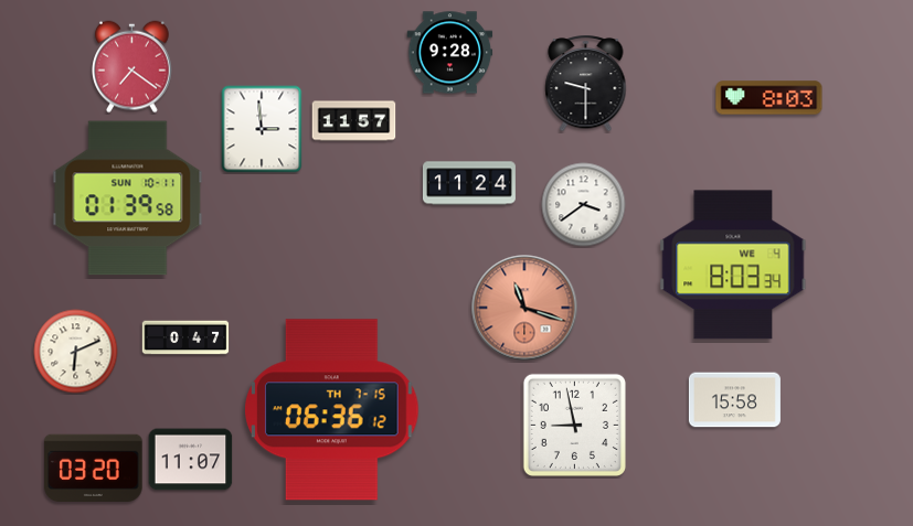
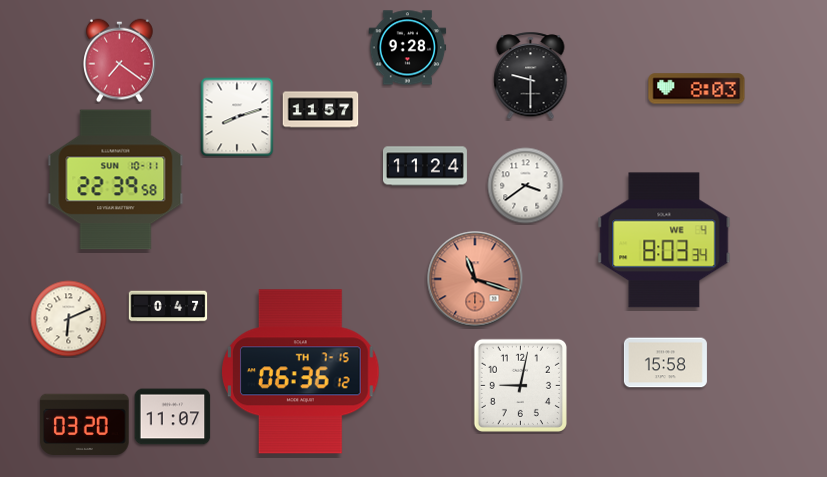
clock at (262, 129): 2:59 -> 8:12
clock at (128, 198): 01:39 -> 22:39
clock at (584, 205) position: (584, 205) -> (526, 186)
clock at (574, 425): 8:58 -> 9:02
